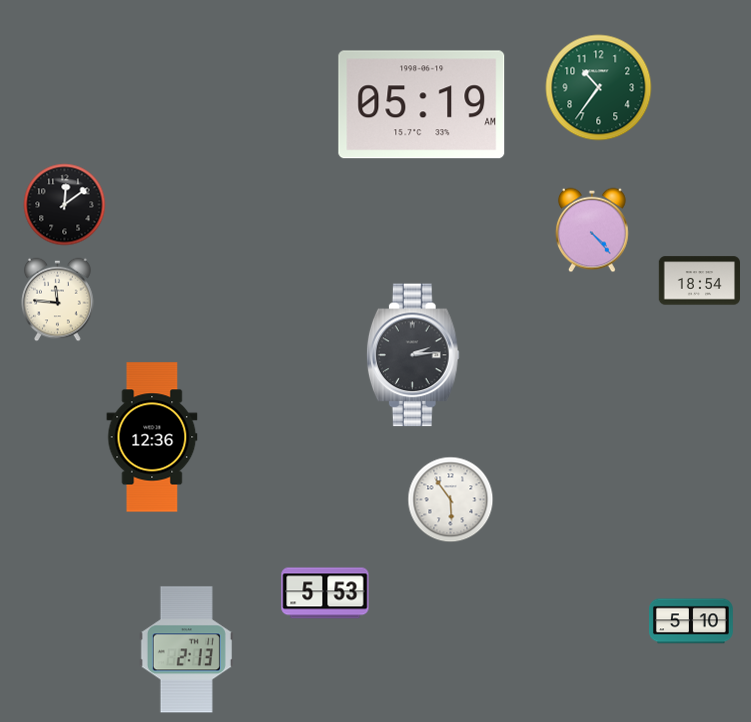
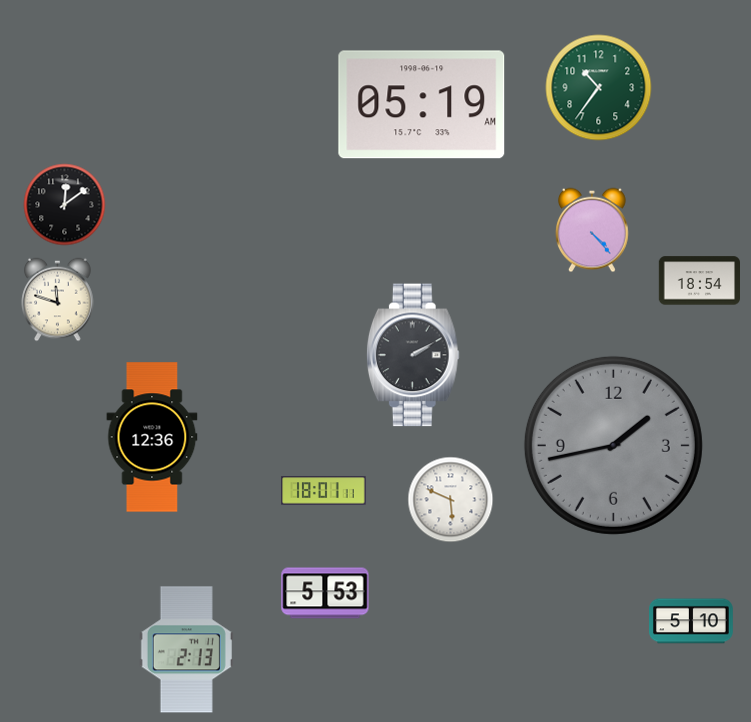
clock at (58, 300): 11:46 -> 11:48
clock at (413, 355): 2:14 -> 2:10
clock at (613, 445): none -> 1:43
clock at (324, 491): none -> 18:01
clock at (451, 500): 5:54 -> 5:49
